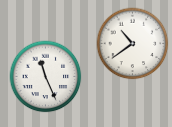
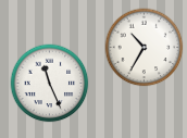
clock at (133, 44): 10:39 -> 10:35
